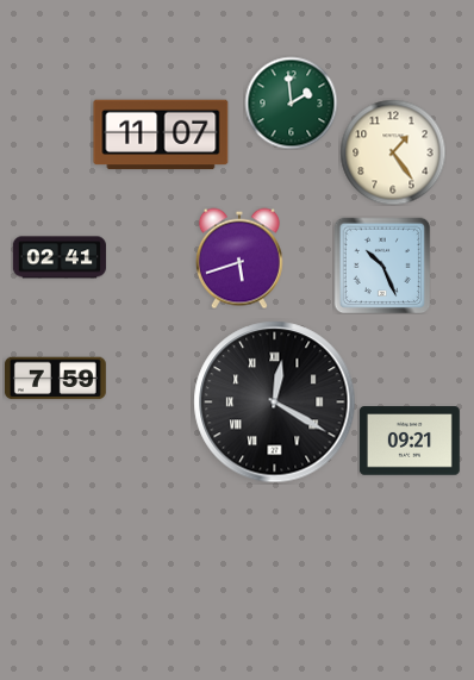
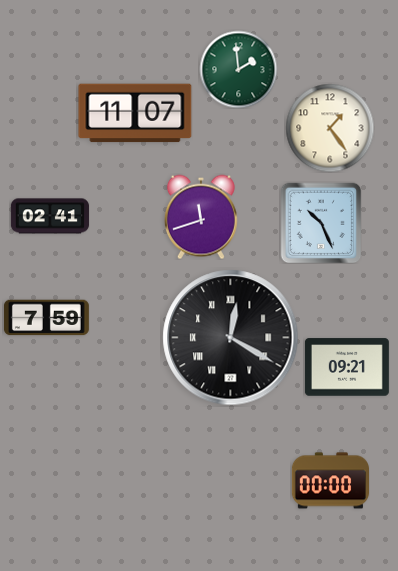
clock at (291, 102) position: (291, 102) -> (238, 69)
clock at (239, 258): 5:42 -> 11:42
clock at (410, 441) position: (410, 441) -> (347, 367)
clock at (330, 481): none -> 00:00
